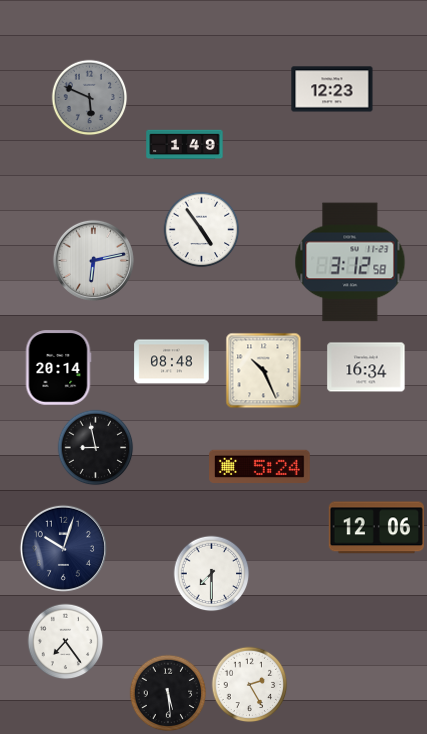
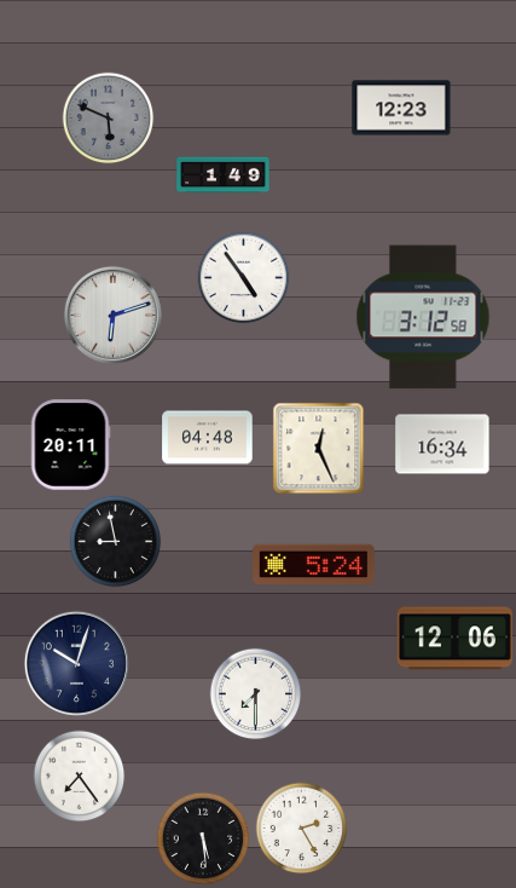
clock at (93, 260): 6:13 -> 6:12
clock at (172, 362): 08:48 -> 04:48
clock at (58, 368): 20:14 -> 20:11
clock at (264, 371): 10:26 -> 12:26
